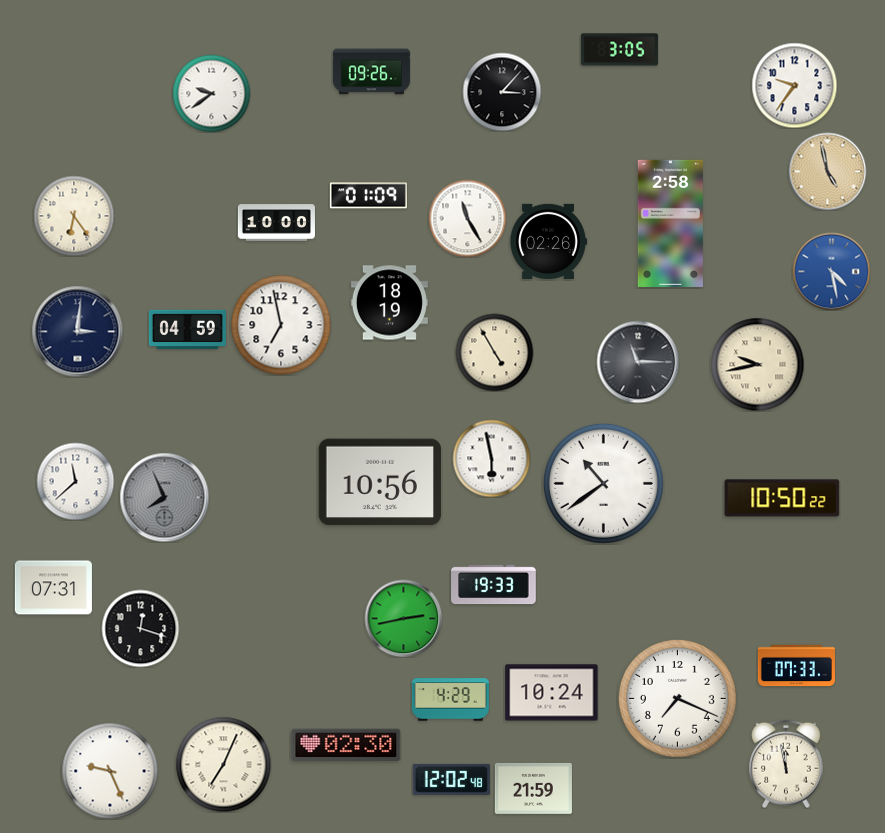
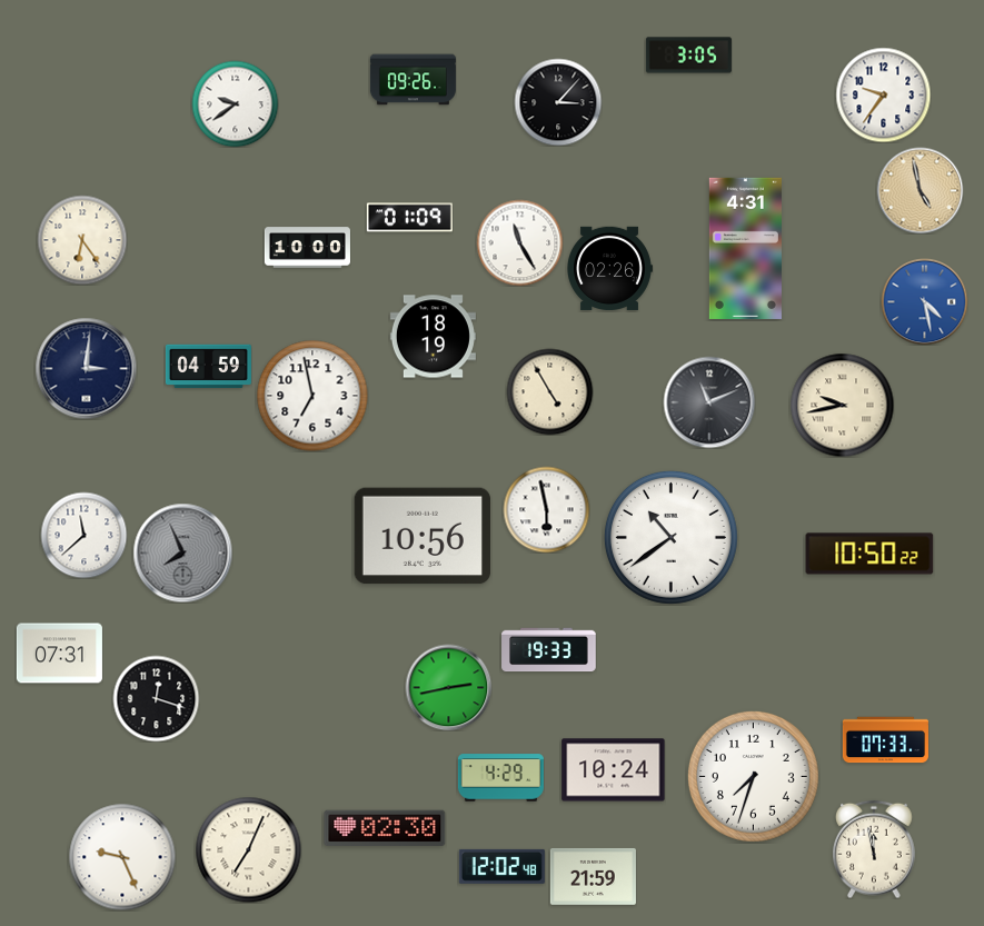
clock at (670, 223): 2:58 -> 4:31
clock at (281, 325) position: (281, 325) -> (312, 396)
clock at (638, 362): 11:15 -> 11:11
clock at (677, 698): 7:19 -> 7:33
